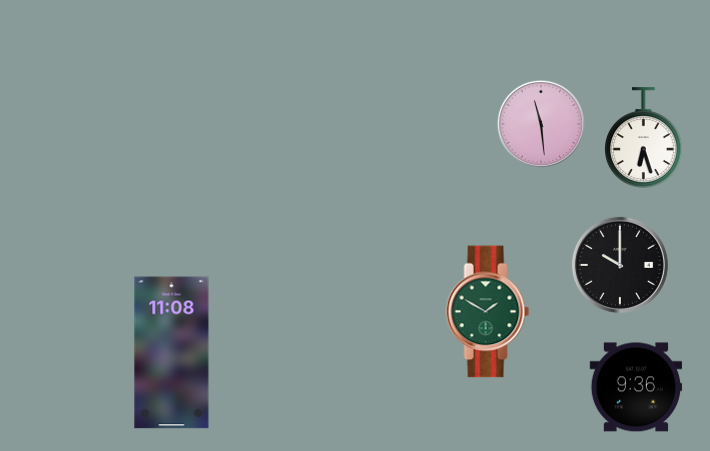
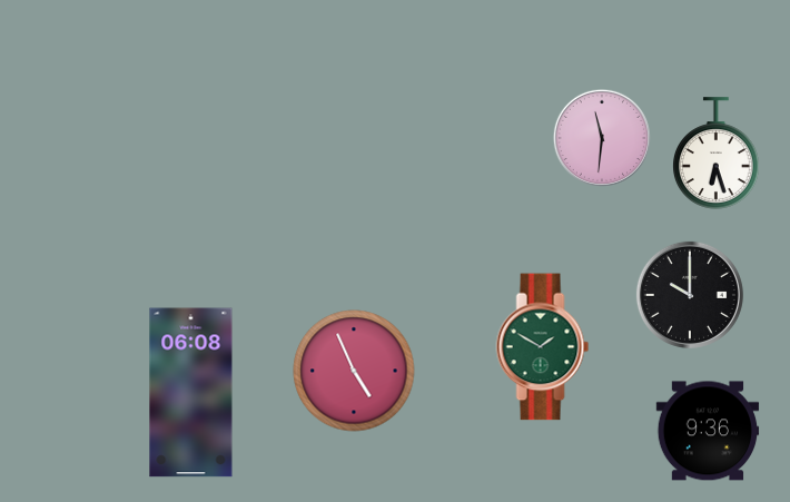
clock at (541, 124): 11:29 -> 11:31
clock at (354, 371): none -> 4:56
clock at (172, 353): 11:08 -> 06:08
